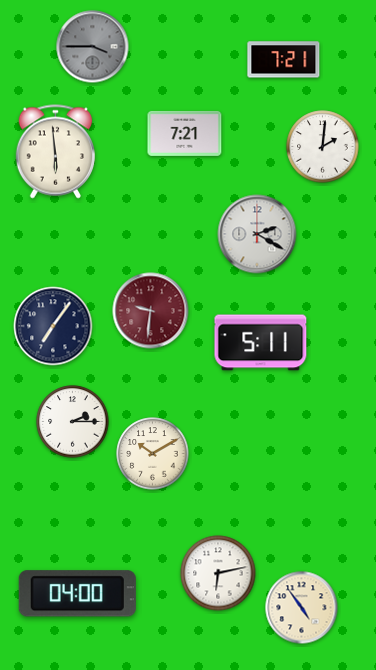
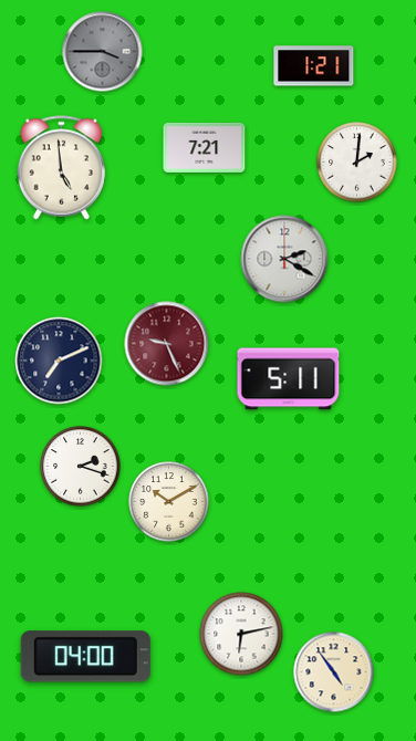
clock at (284, 60): 7:21 -> 1:21
clock at (55, 152): 5:59 -> 4:59
clock at (151, 311): 9:31 -> 9:26
clock at (53, 326): 7:06 -> 7:11
clock at (73, 422): 2:15 -> 2:18
